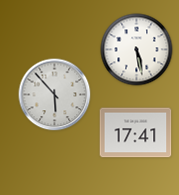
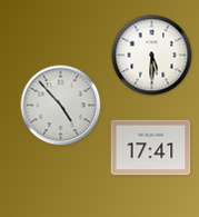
clock at (137, 50): 5:28 -> 5:30
clock at (55, 95): 5:53 -> 4:53
